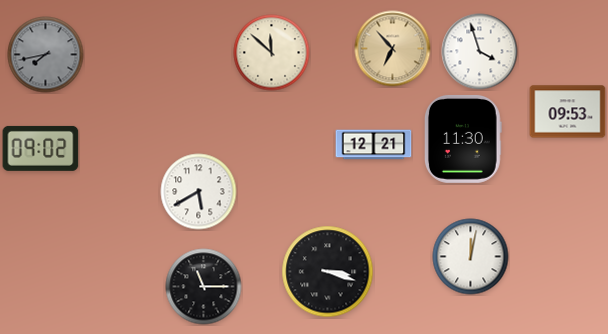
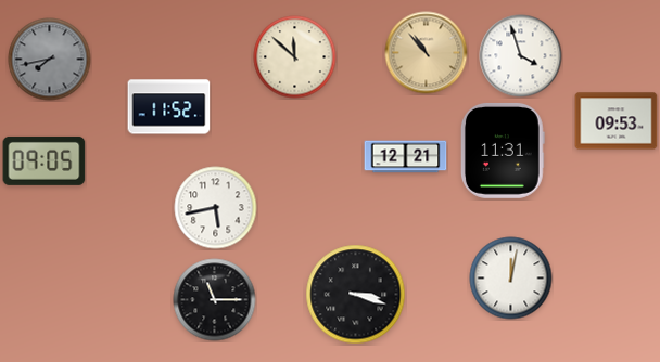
clock at (393, 49): 6:53 -> 10:53
clock at (169, 107): none -> 11:52
clock at (463, 139): 11:30 -> 11:31
clock at (41, 148): 09:02 -> 09:05
clock at (199, 192): 5:40 -> 5:43
clock at (204, 287) position: (204, 287) -> (215, 300)
